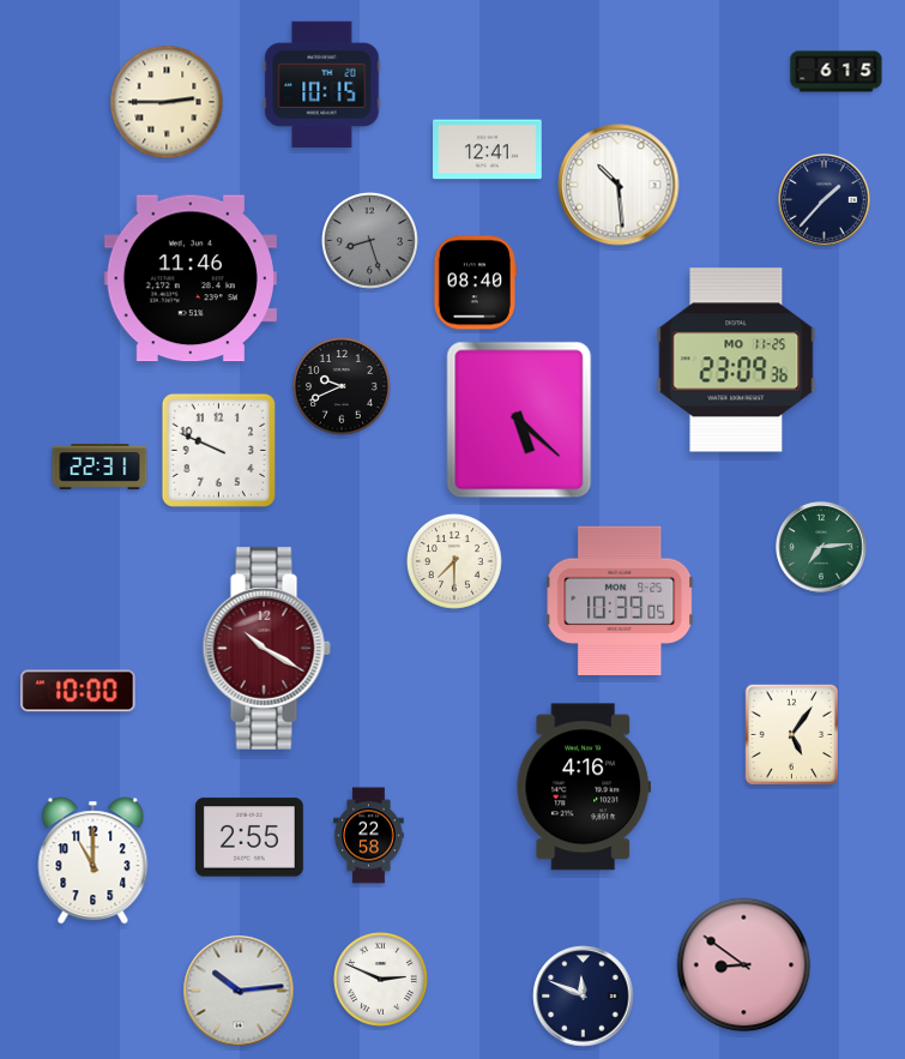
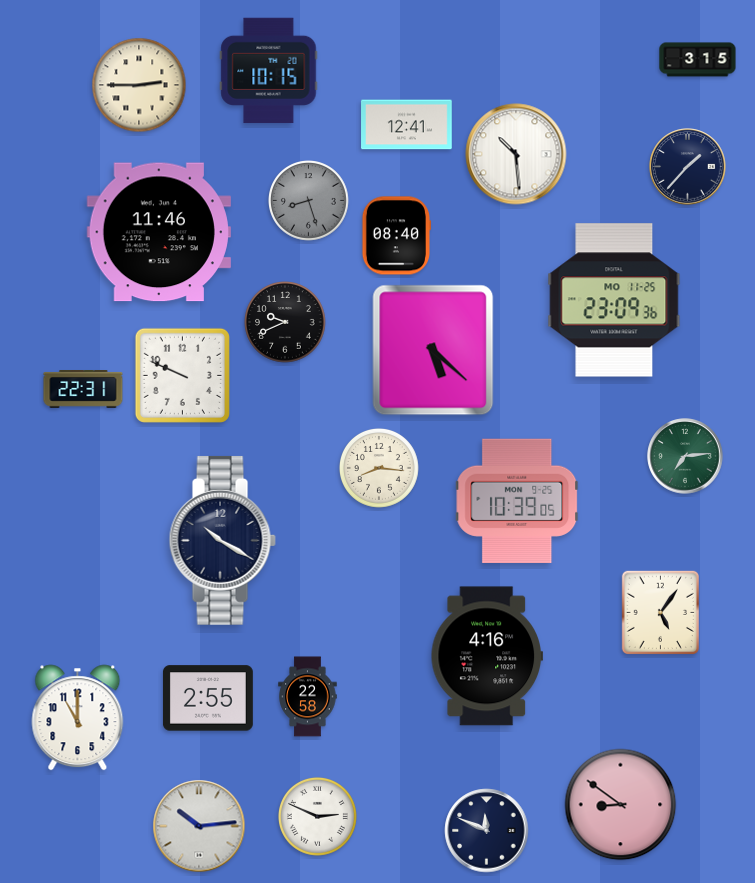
clock at (837, 72): 6:15 -> 3:15
clock at (454, 561): 7:30 -> 8:16
clock at (266, 648) dial: burgundy -> navy
clock at (78, 691): 10:00 -> none
